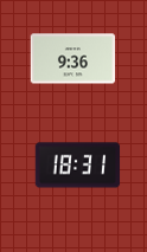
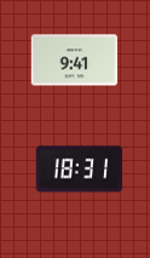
clock at (73, 59): 9:36 -> 9:41
